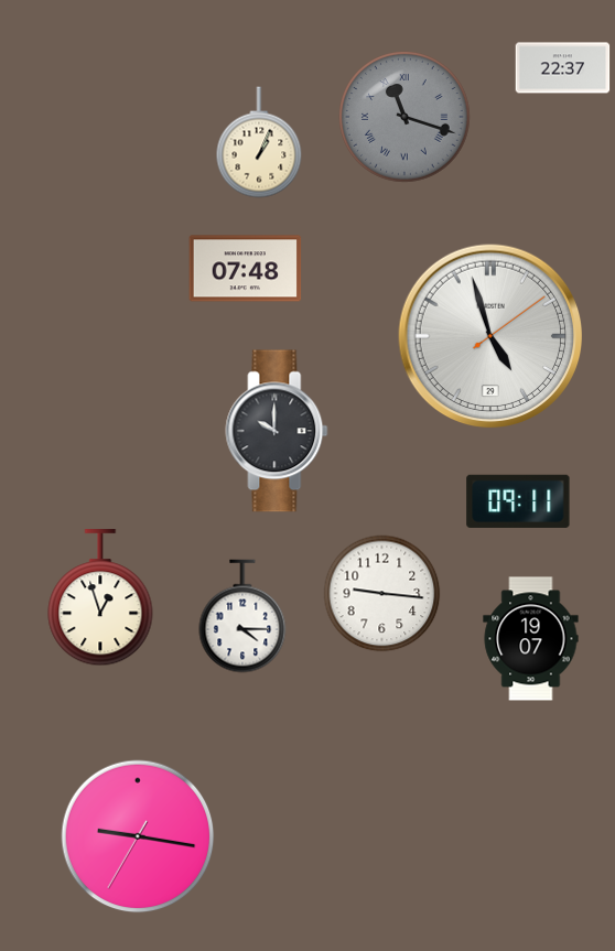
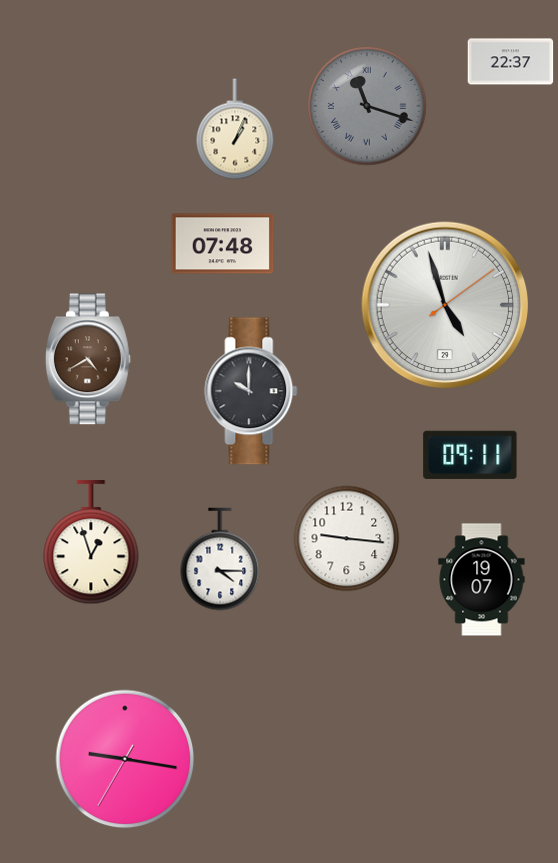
clock at (88, 359): none -> 4:40
